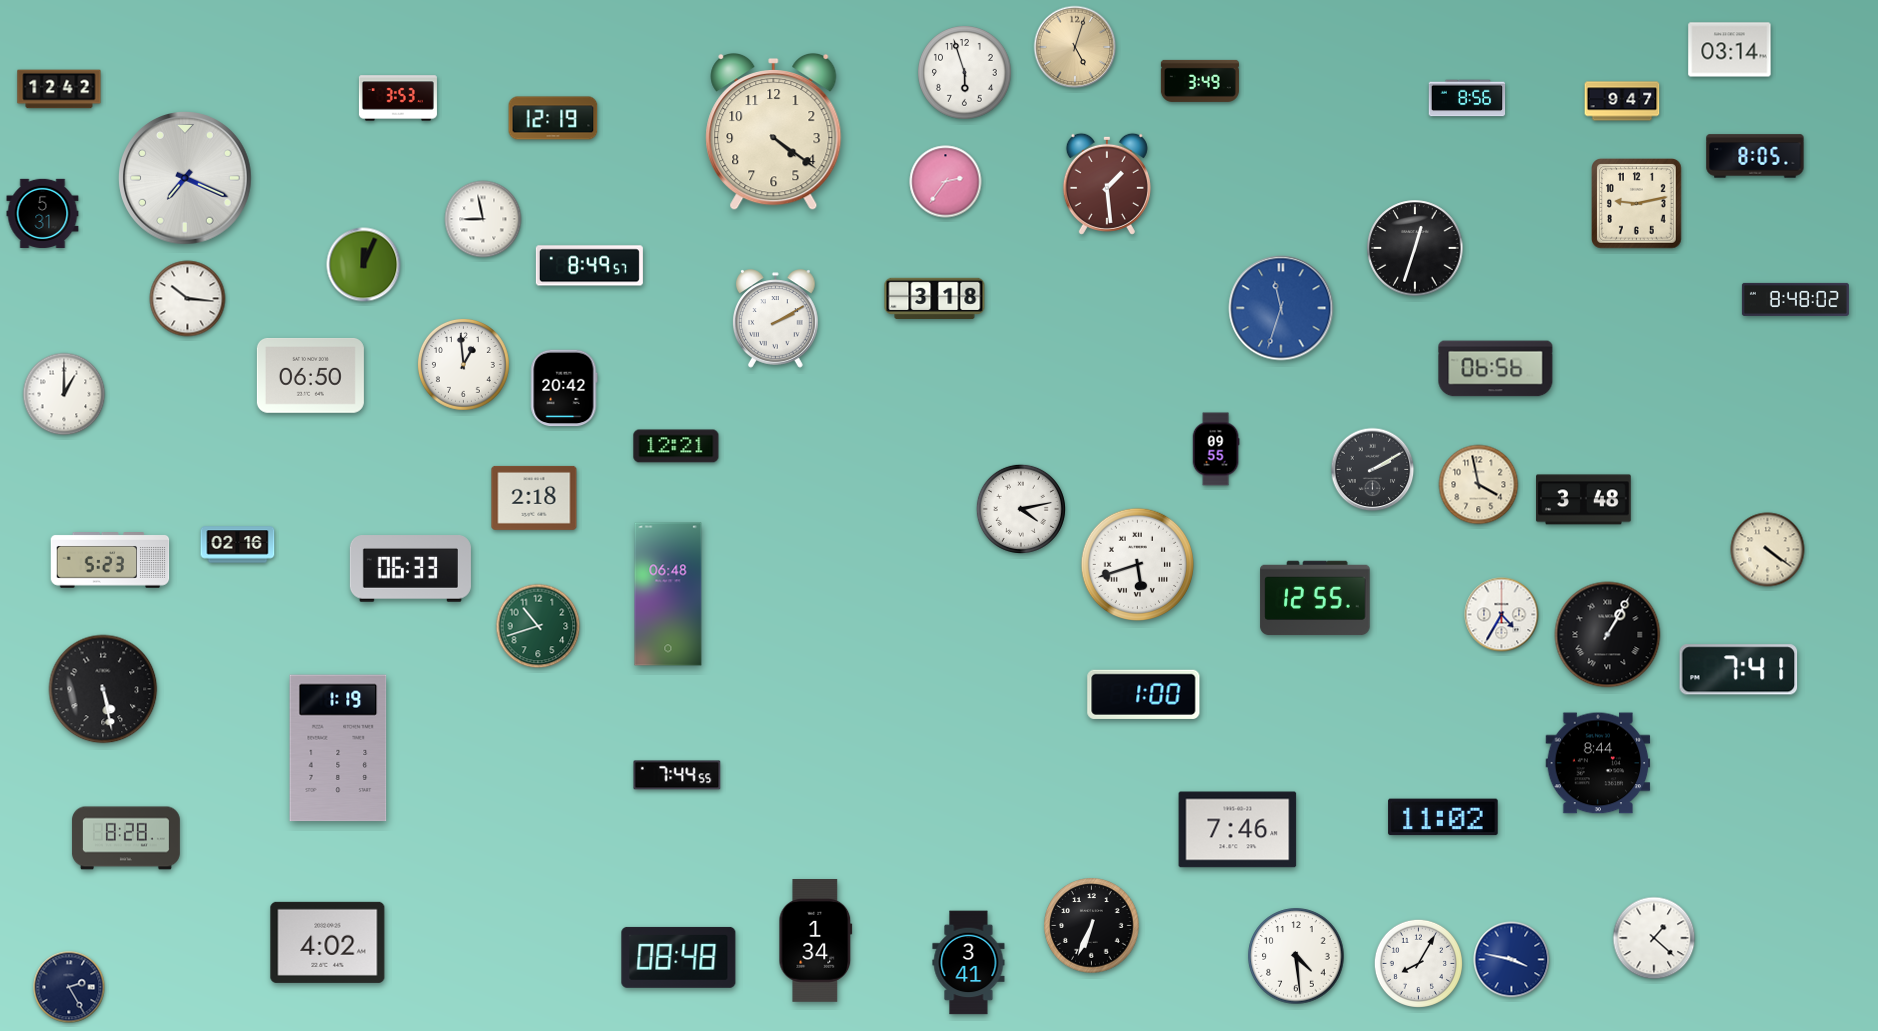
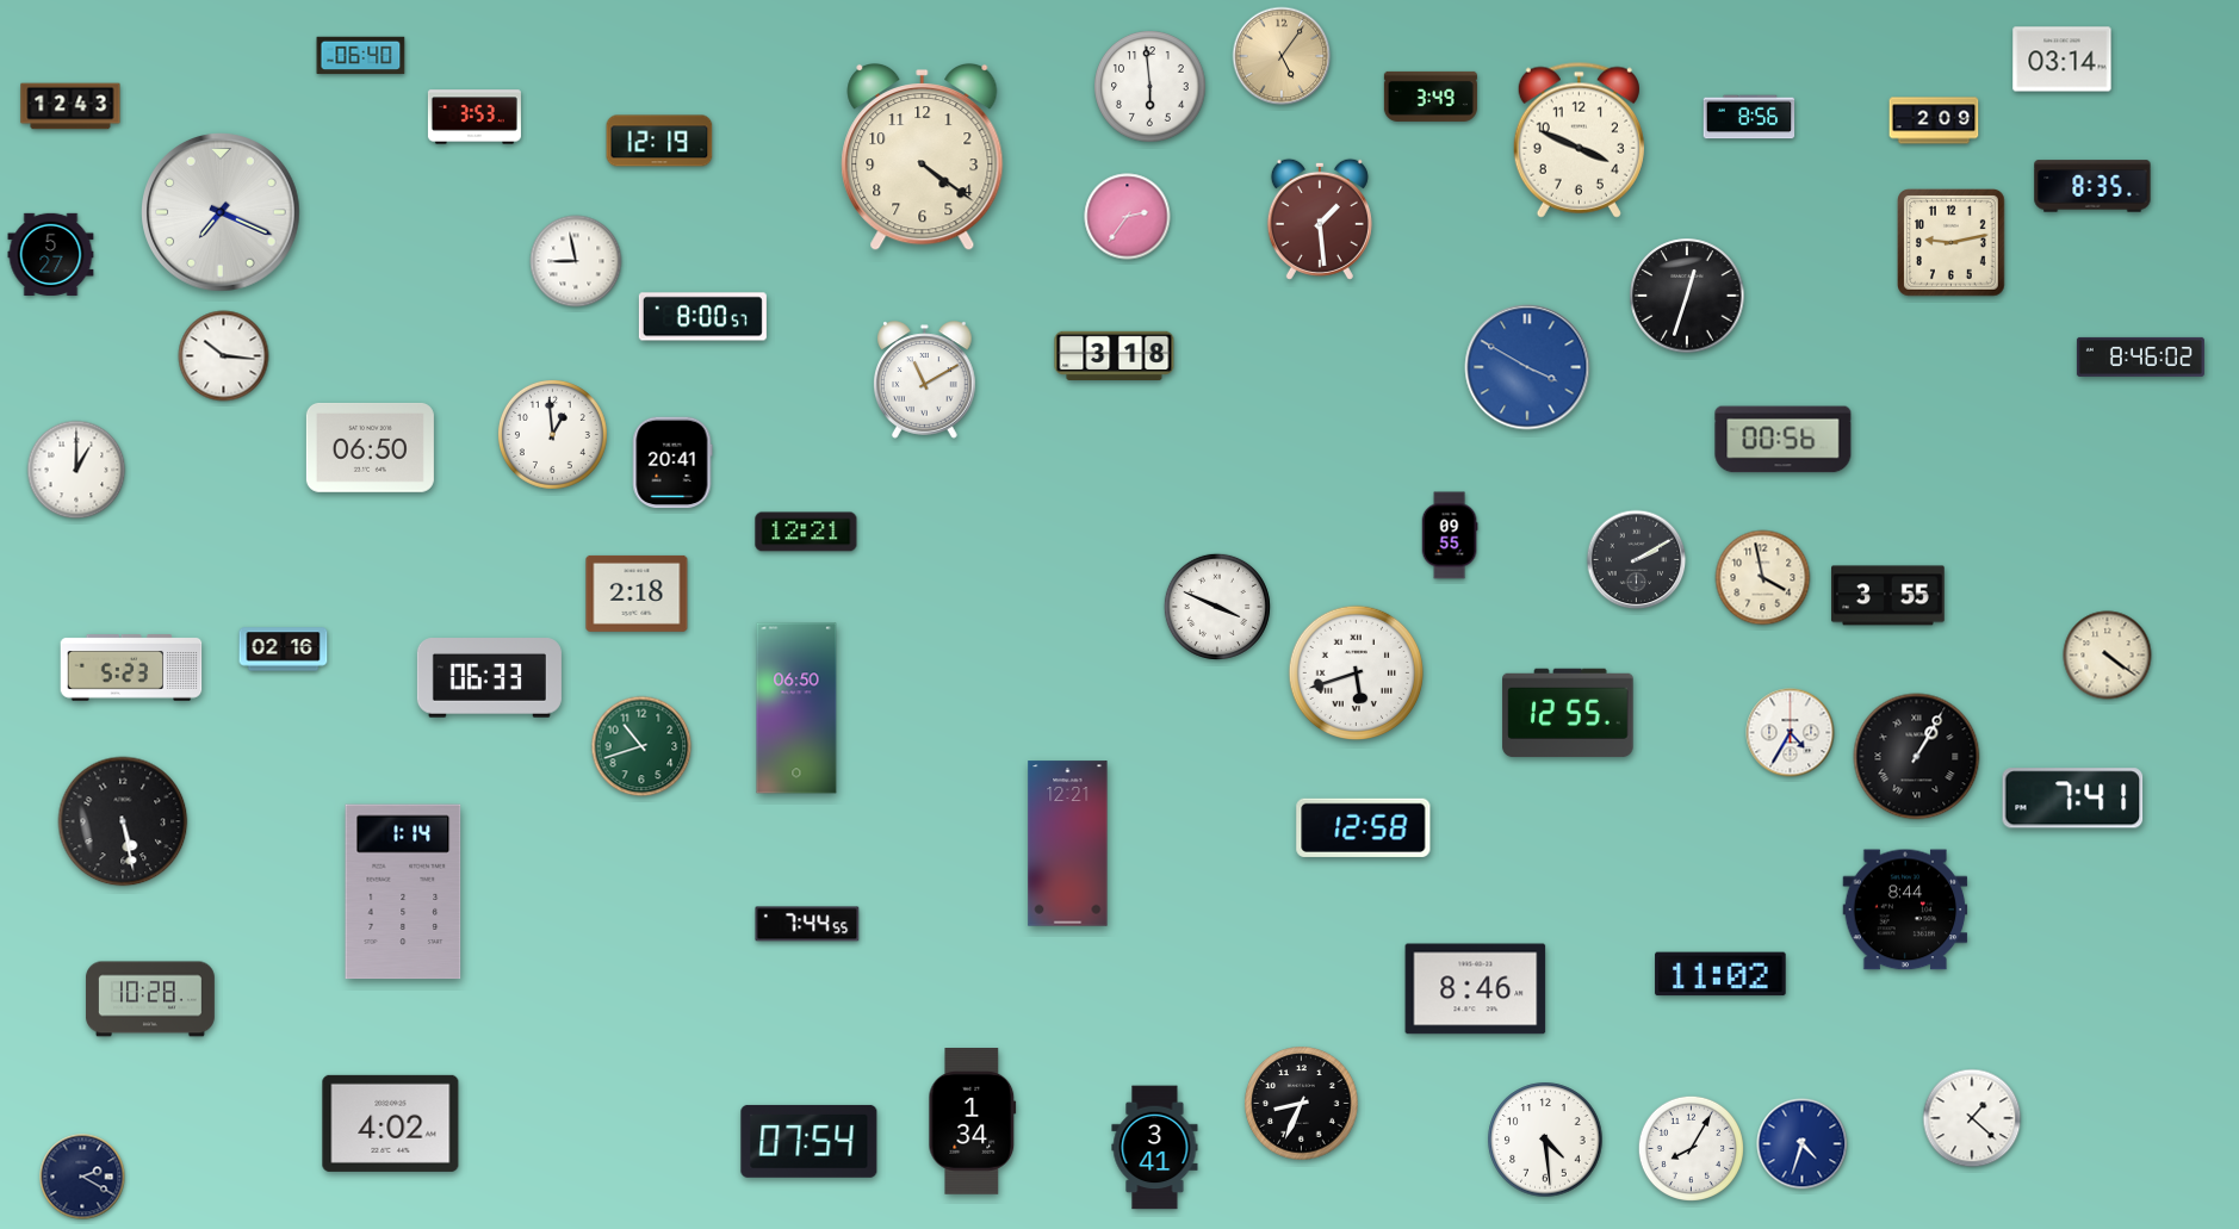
clock at (361, 56): none -> 06:40
clock at (1075, 47): 5:03 -> 5:06
clock at (965, 73): 5:57 -> 5:59
clock at (59, 89): 12:42 -> 12:43
clock at (1622, 101): 9:47 -> 2:09
clock at (1579, 139): none -> 3:49
clock at (1755, 156): 8:05 -> 8:35
clock at (43, 213): 5:31 -> 5:27
clock at (364, 265): 12:04 -> none
clock at (589, 266): 8:49 -> 8:00
clock at (1795, 299): 8:48 -> 8:46
clock at (1281, 308): 11:33 -> 3:50
clock at (776, 319): 2:10 -> 11:10
clock at (1496, 369): 06:56 -> 00:56
clock at (564, 388): 20:42 -> 20:41
clock at (1584, 500): 3:48 -> 3:55
clock at (1021, 509): 4:13 -> 3:49
clock at (668, 594): 06:48 -> 06:50
clock at (1144, 694): 1:00 -> 12:58
clock at (1068, 844): none -> 12:21
clock at (338, 748): 1:19 -> 1:14
clock at (1238, 830): 7:46 -> 8:46
clock at (126, 838): 8:28 -> 10:28
clock at (1092, 926): 6:34 -> 8:34
clock at (679, 957): 08:48 -> 07:54
clock at (1512, 960): 3:47 -> 4:33
clock at (69, 987): 2:25 -> 2:20
